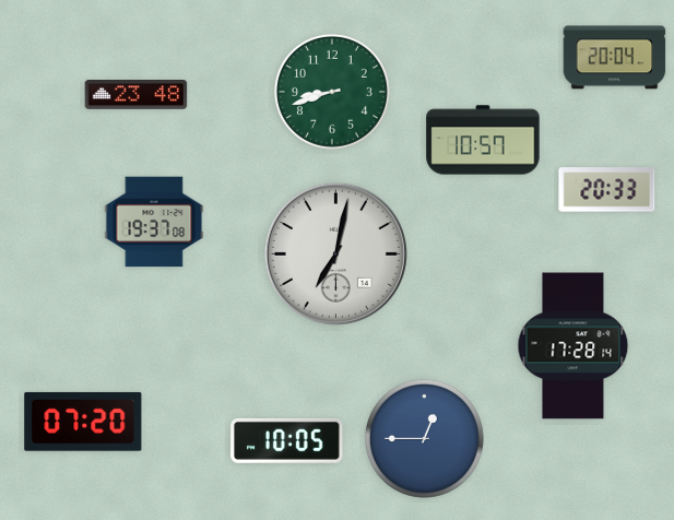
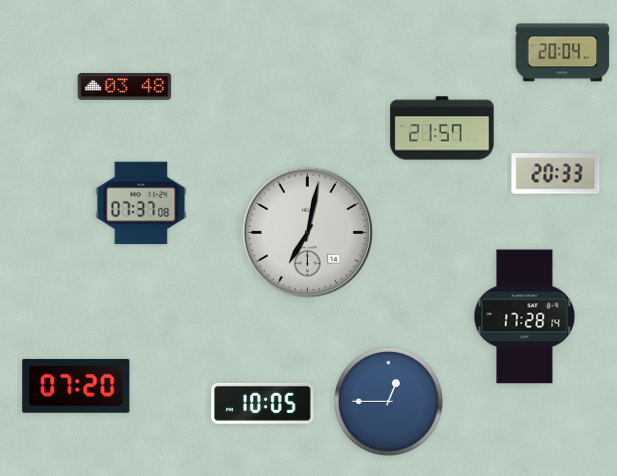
clock at (332, 92): 8:42 -> none
clock at (137, 95): 23:48 -> 03:48
clock at (483, 140): 10:57 -> 21:57
clock at (154, 222): 19:37 -> 07:37
